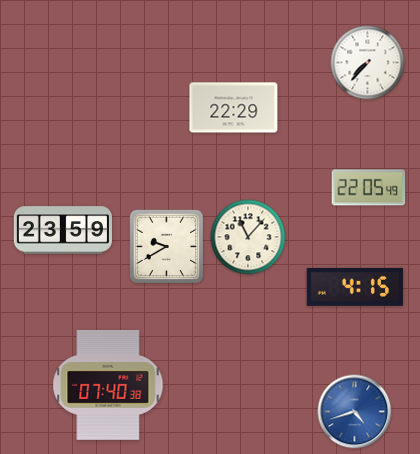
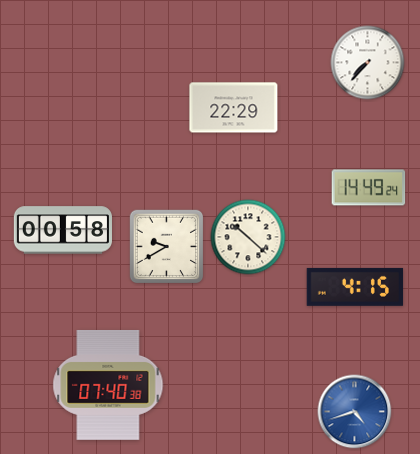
clock at (369, 188): 22:05 -> 14:49
clock at (63, 230): 23:59 -> 00:58
clock at (248, 237): 11:07 -> 10:22
